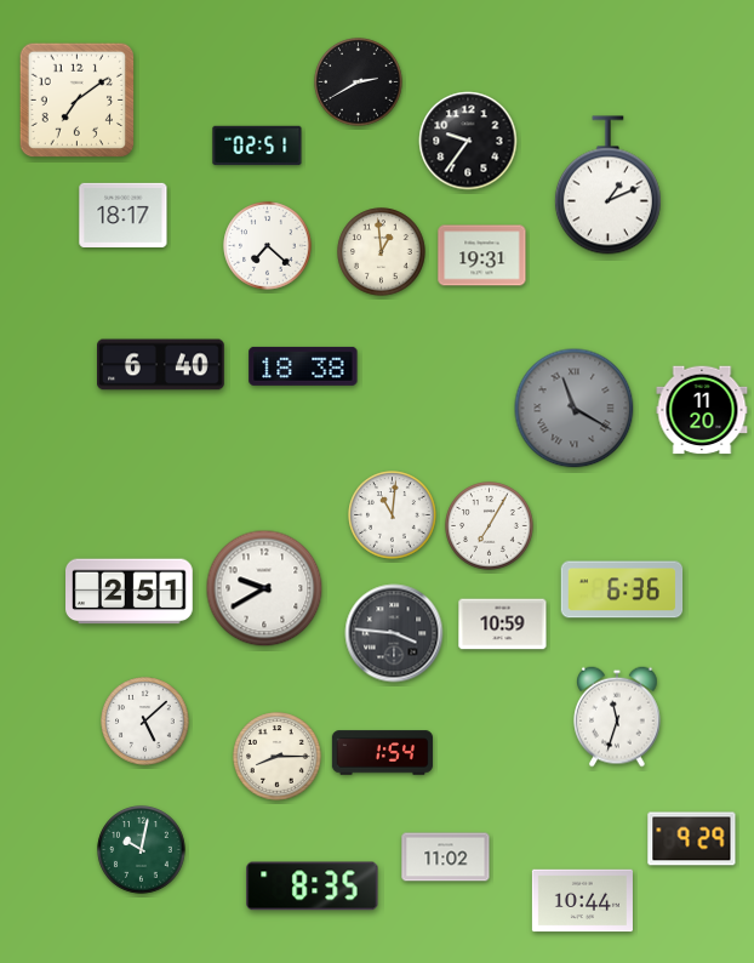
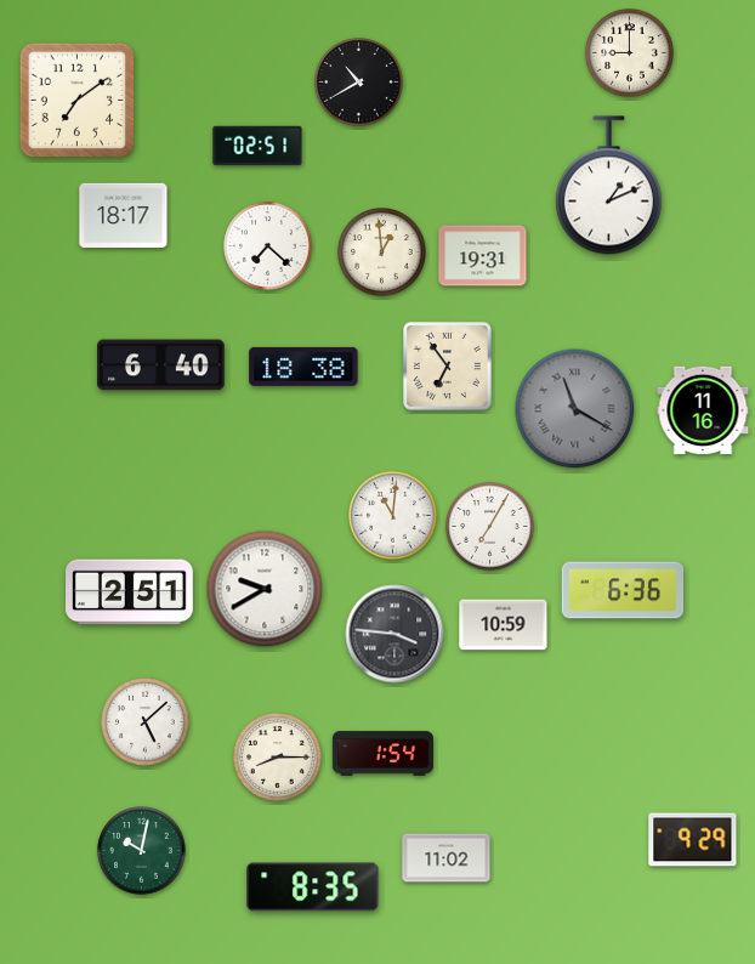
clock at (630, 53): none -> 9:00
clock at (359, 82): 2:40 -> 10:40
clock at (468, 141): 9:36 -> none
clock at (447, 365): none -> 6:54
clock at (702, 410): 11:20 -> 11:16
clock at (617, 717): 11:33 -> none
clock at (582, 901): 10:44 -> none
